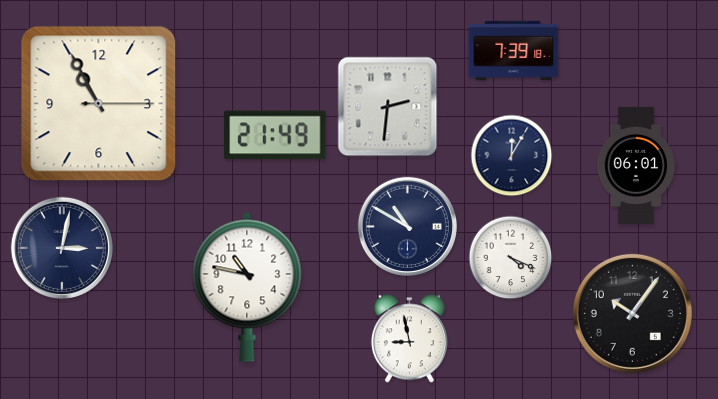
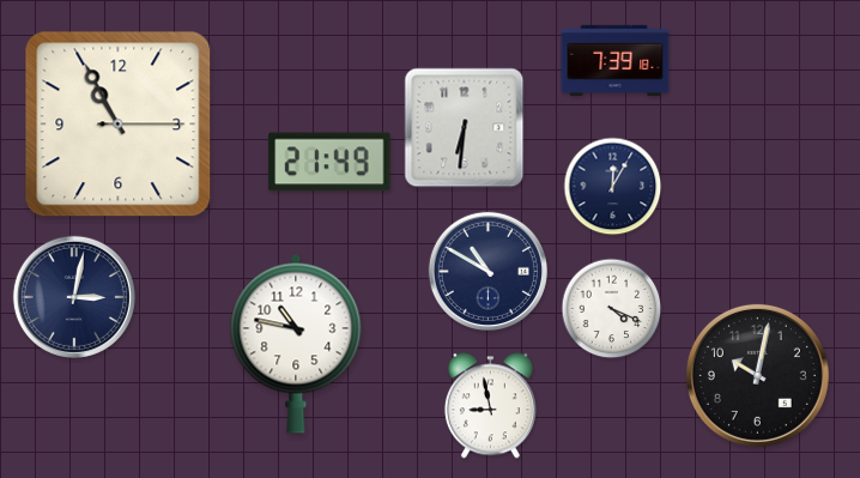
clock at (388, 107): 2:31 -> 6:31
clock at (636, 165): 06:01 -> none
clock at (632, 313): 10:06 -> 10:02
